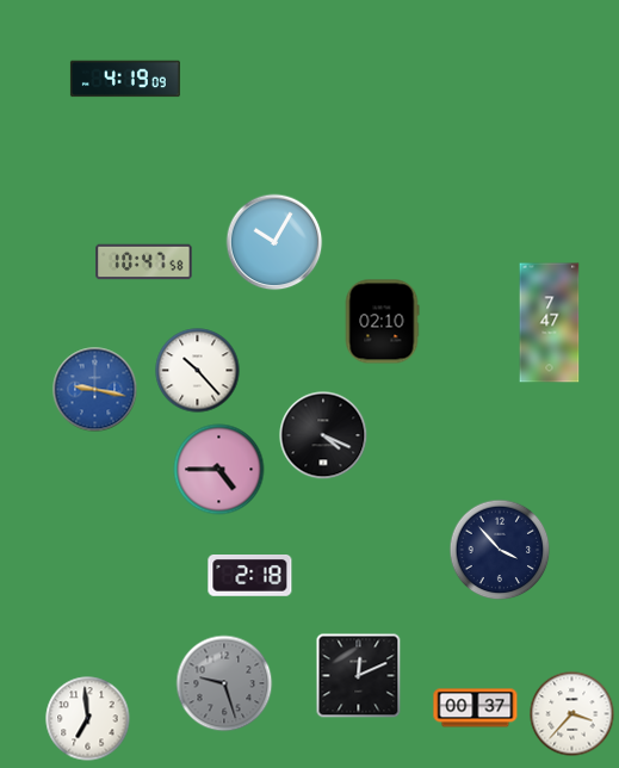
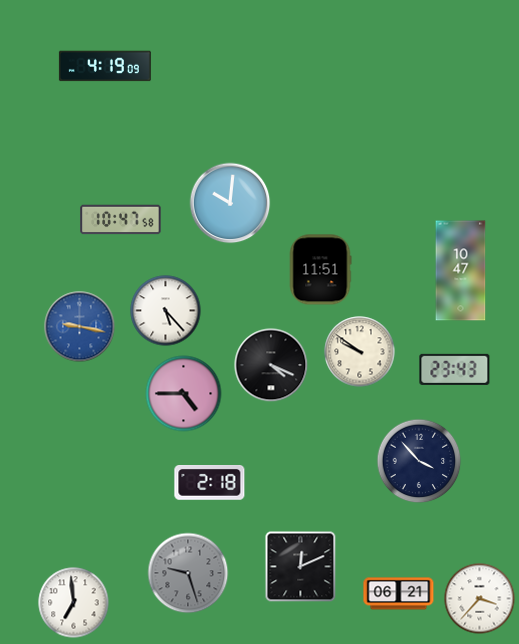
clock at (274, 242): 10:05 -> 10:01
clock at (382, 322): 02:10 -> 11:51
clock at (550, 323): 7:47 -> 10:47
clock at (198, 371): 10:23 -> 5:23
clock at (360, 352): none -> 9:51
clock at (455, 369): none -> 23:43
clock at (476, 708): 00:37 -> 06:21
